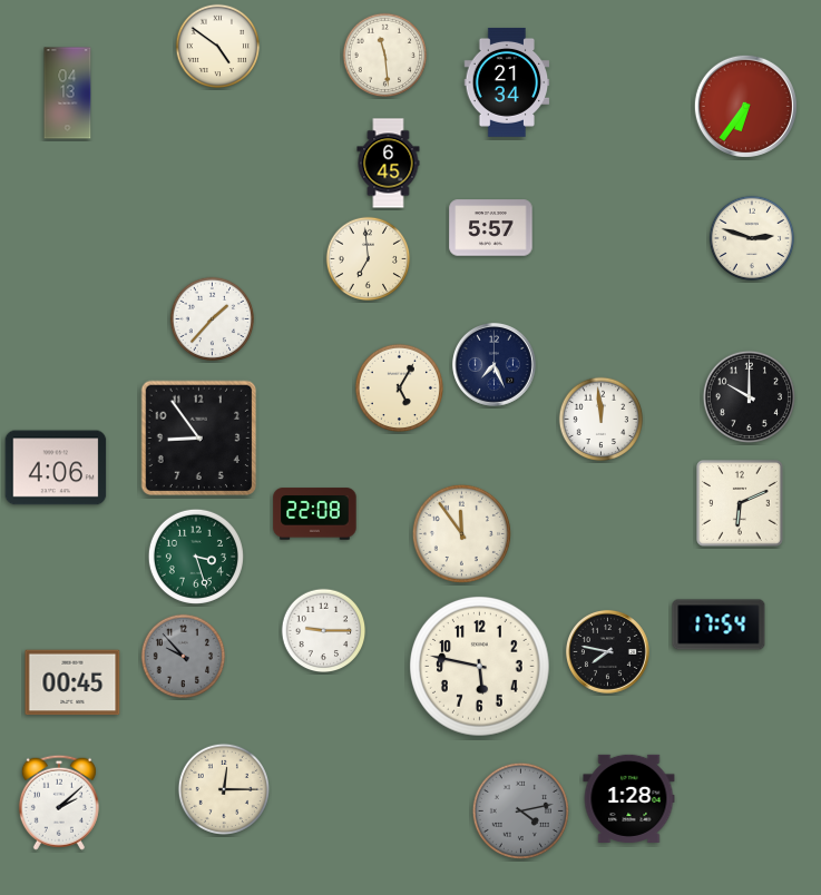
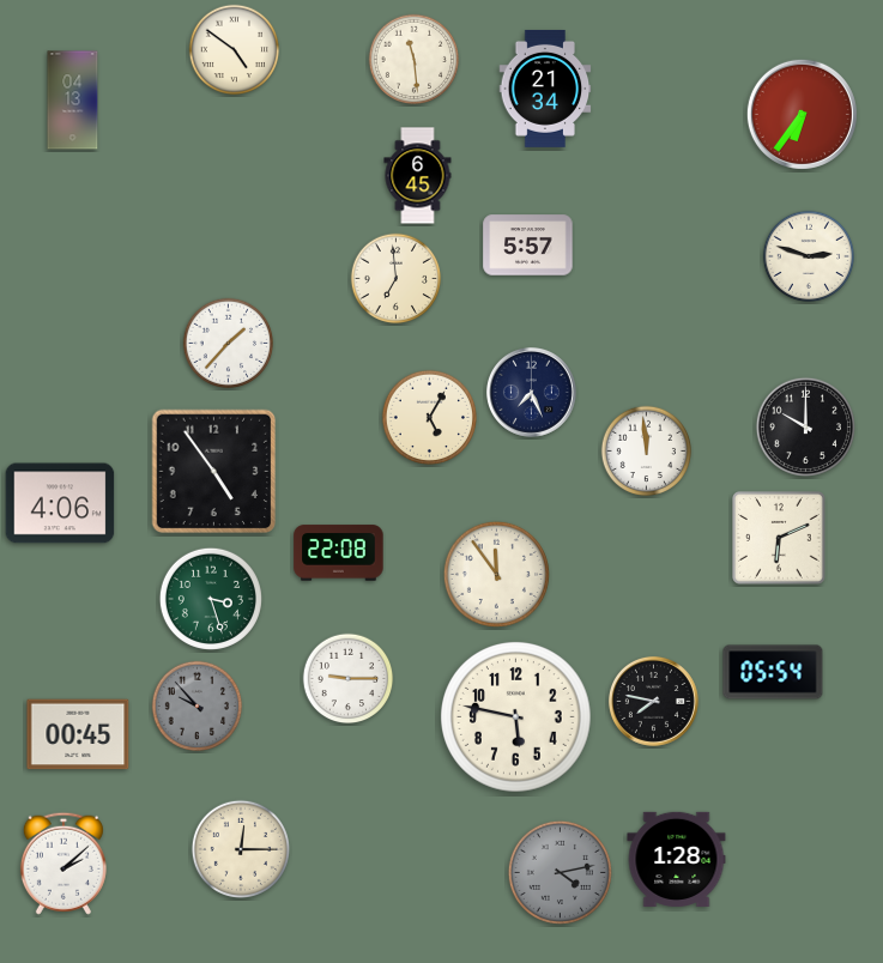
clock at (199, 439): 8:54 -> 4:54
clock at (741, 504) position: (741, 504) -> (780, 539)
clock at (719, 624): 17:54 -> 05:54
